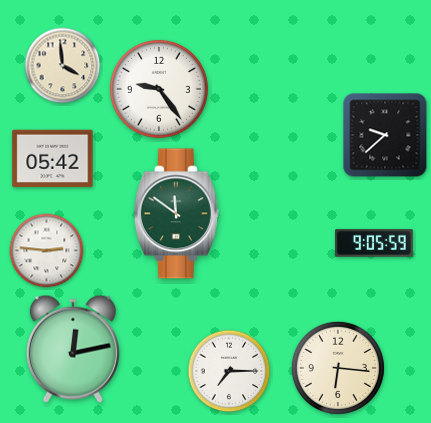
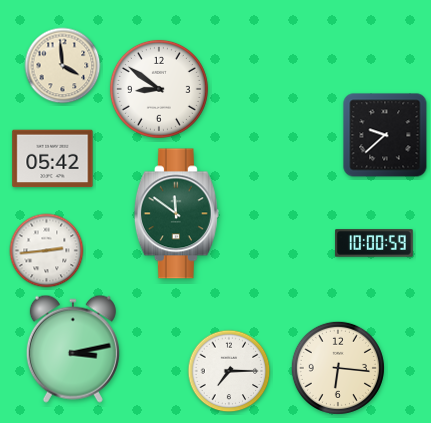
clock at (159, 89): 9:24 -> 8:51
clock at (374, 243): 9:05 -> 10:00
clock at (47, 251): 2:46 -> 2:44
clock at (73, 349): 12:13 -> 3:13
